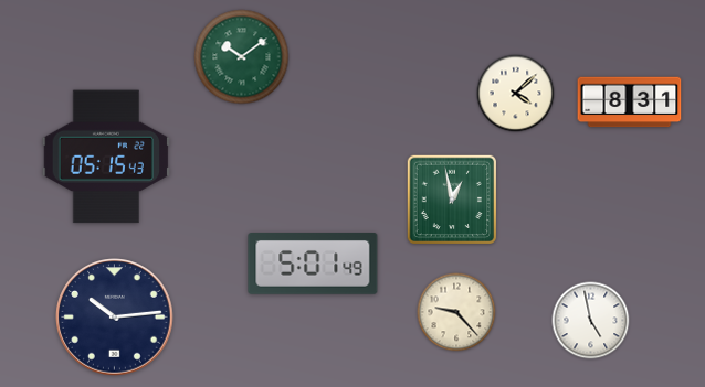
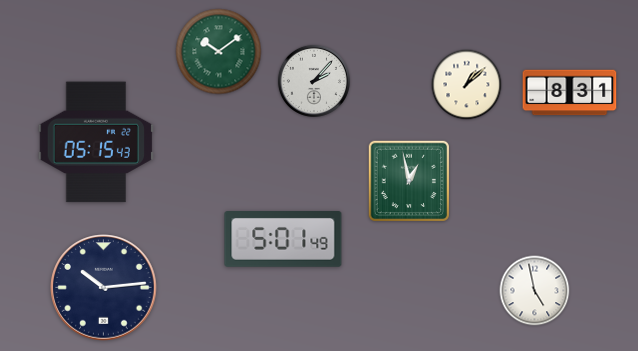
clock at (314, 81): none -> 2:07
clock at (516, 94): 4:08 -> 1:08
clock at (456, 312): 9:23 -> none
